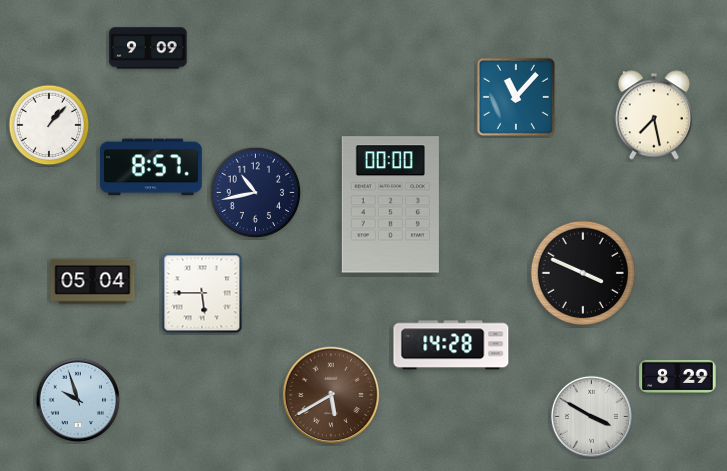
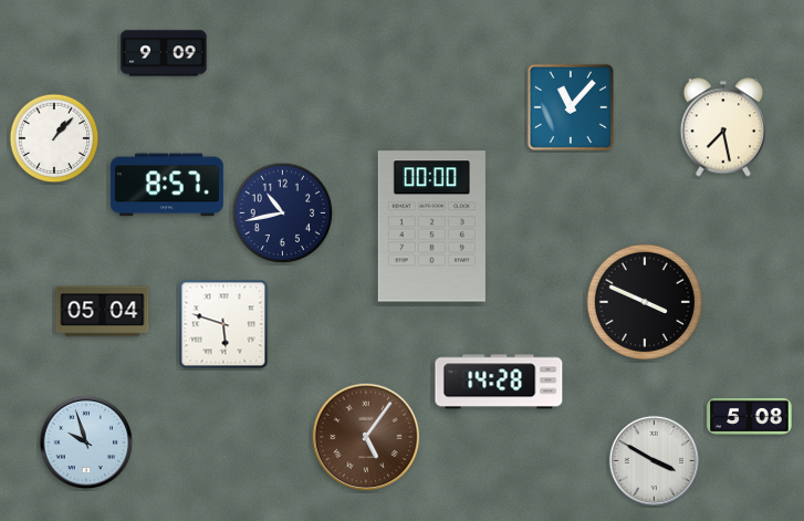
clock at (202, 293): 5:45 -> 5:48
clock at (678, 376): 8:29 -> 5:08
clock at (331, 395): 5:40 -> 5:06
